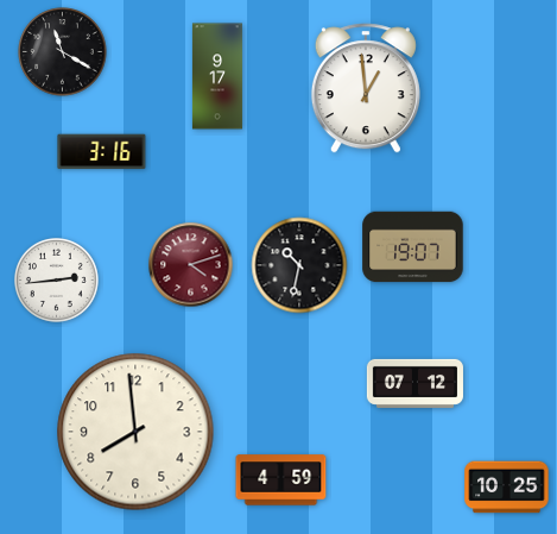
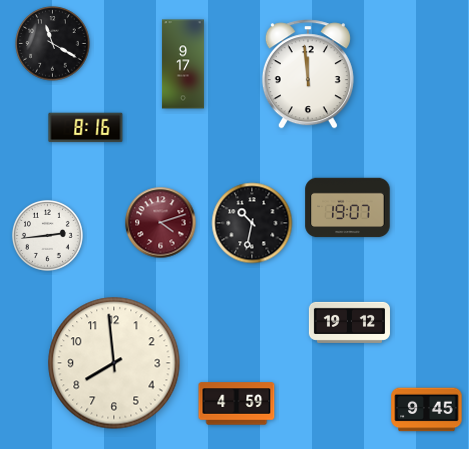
clock at (366, 88): 12:59 -> 11:59
clock at (102, 152): 3:16 -> 8:16
clock at (414, 383): 07:12 -> 19:12
clock at (507, 488): 10:25 -> 9:45
